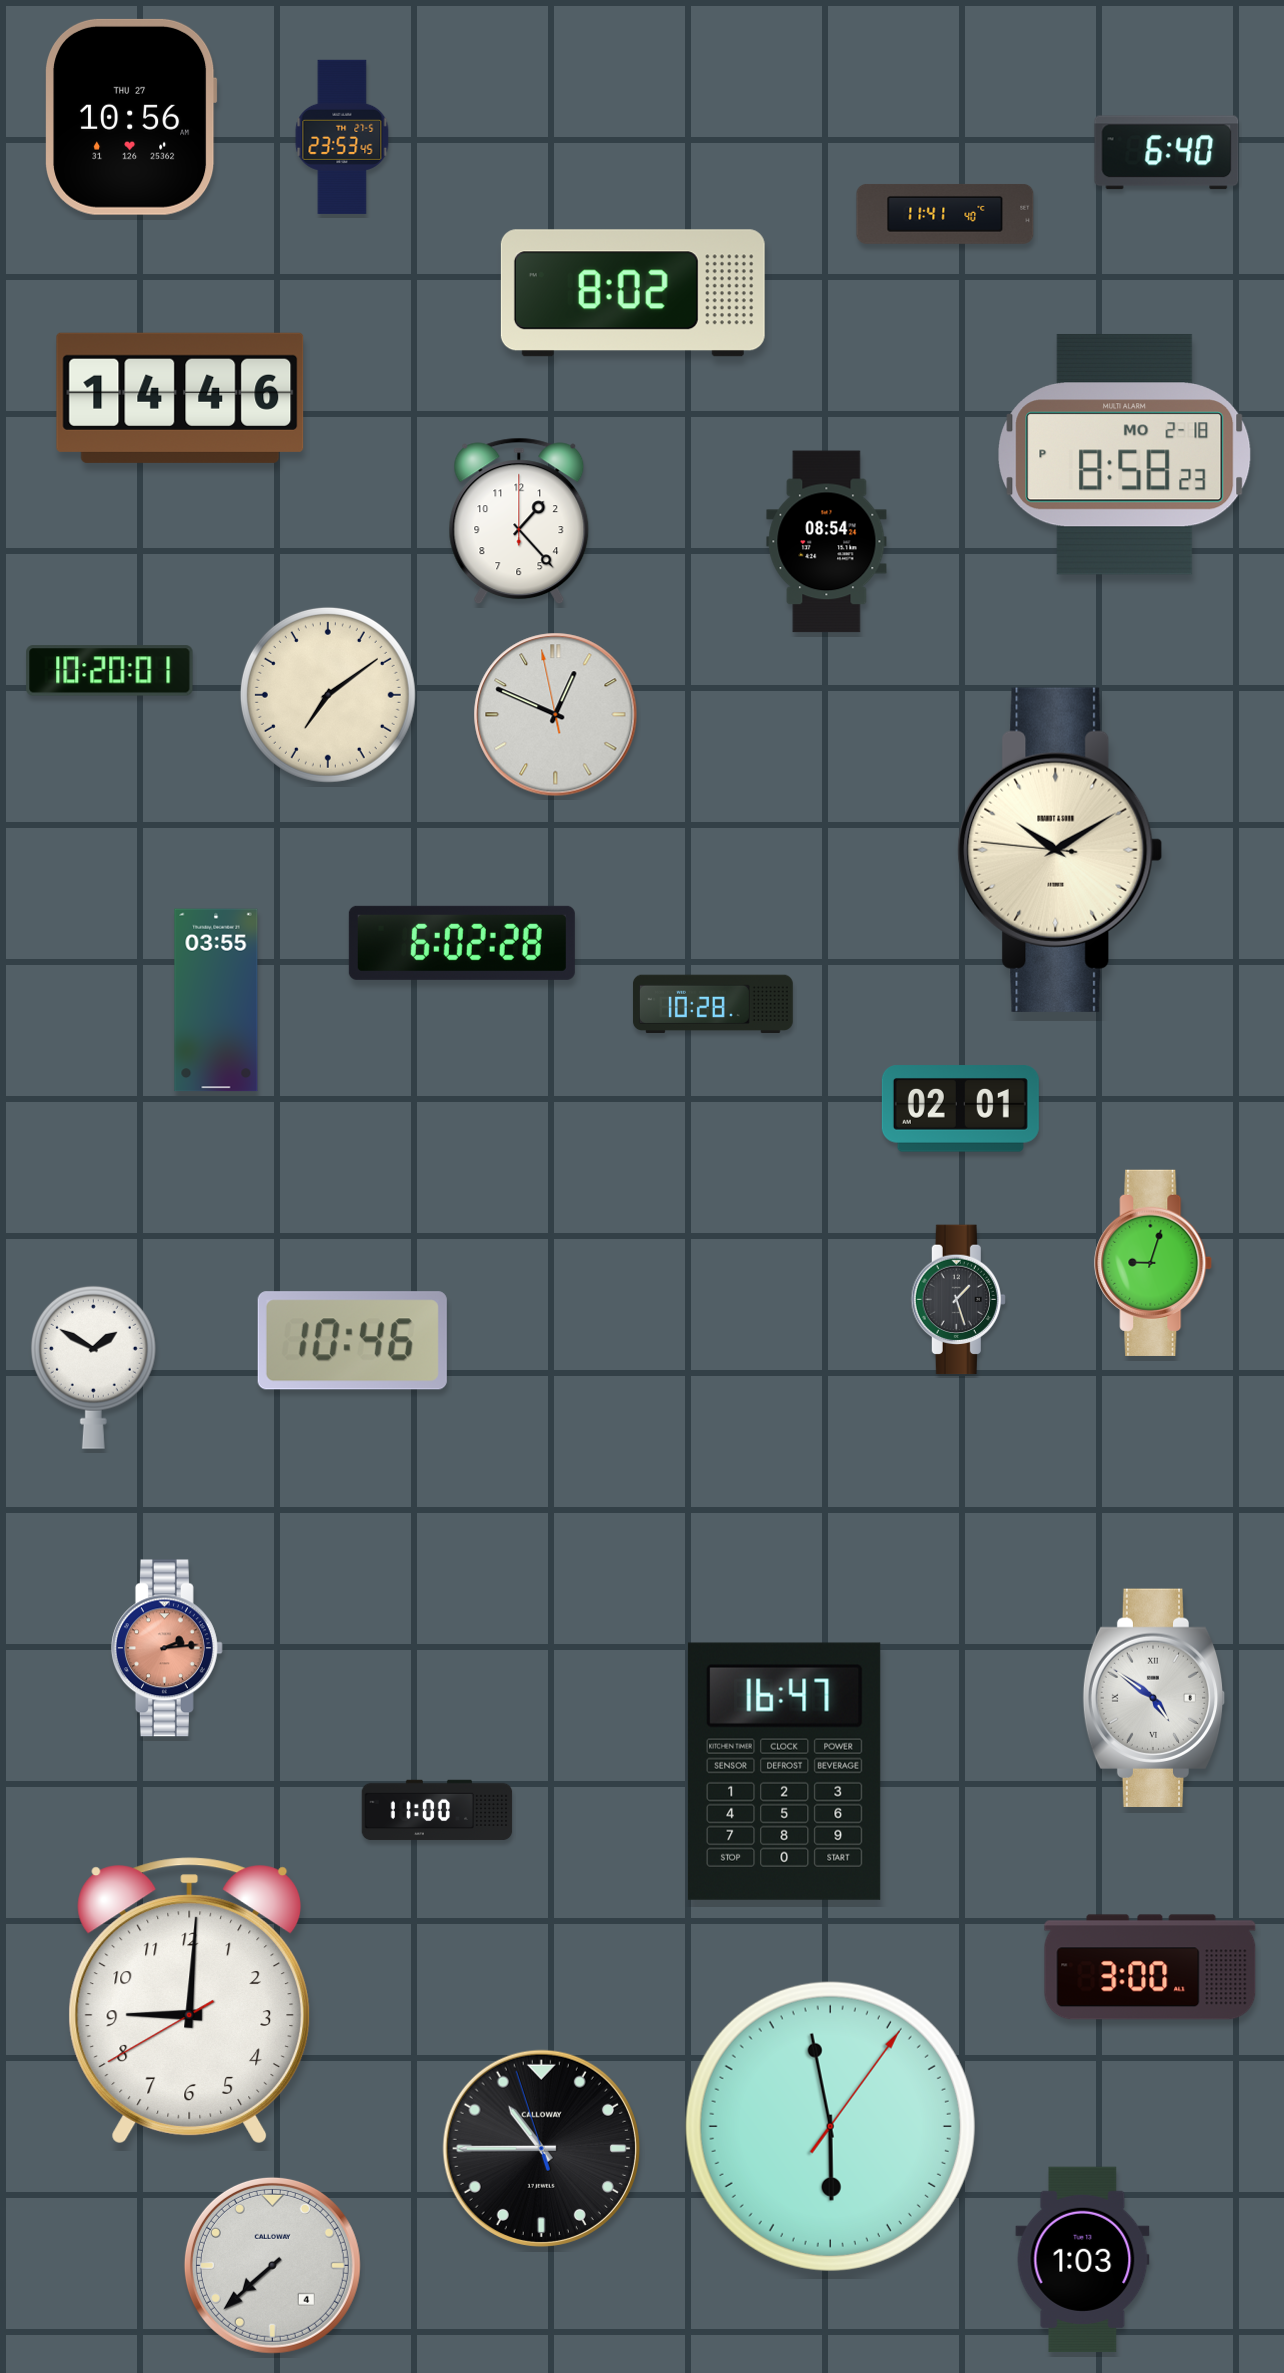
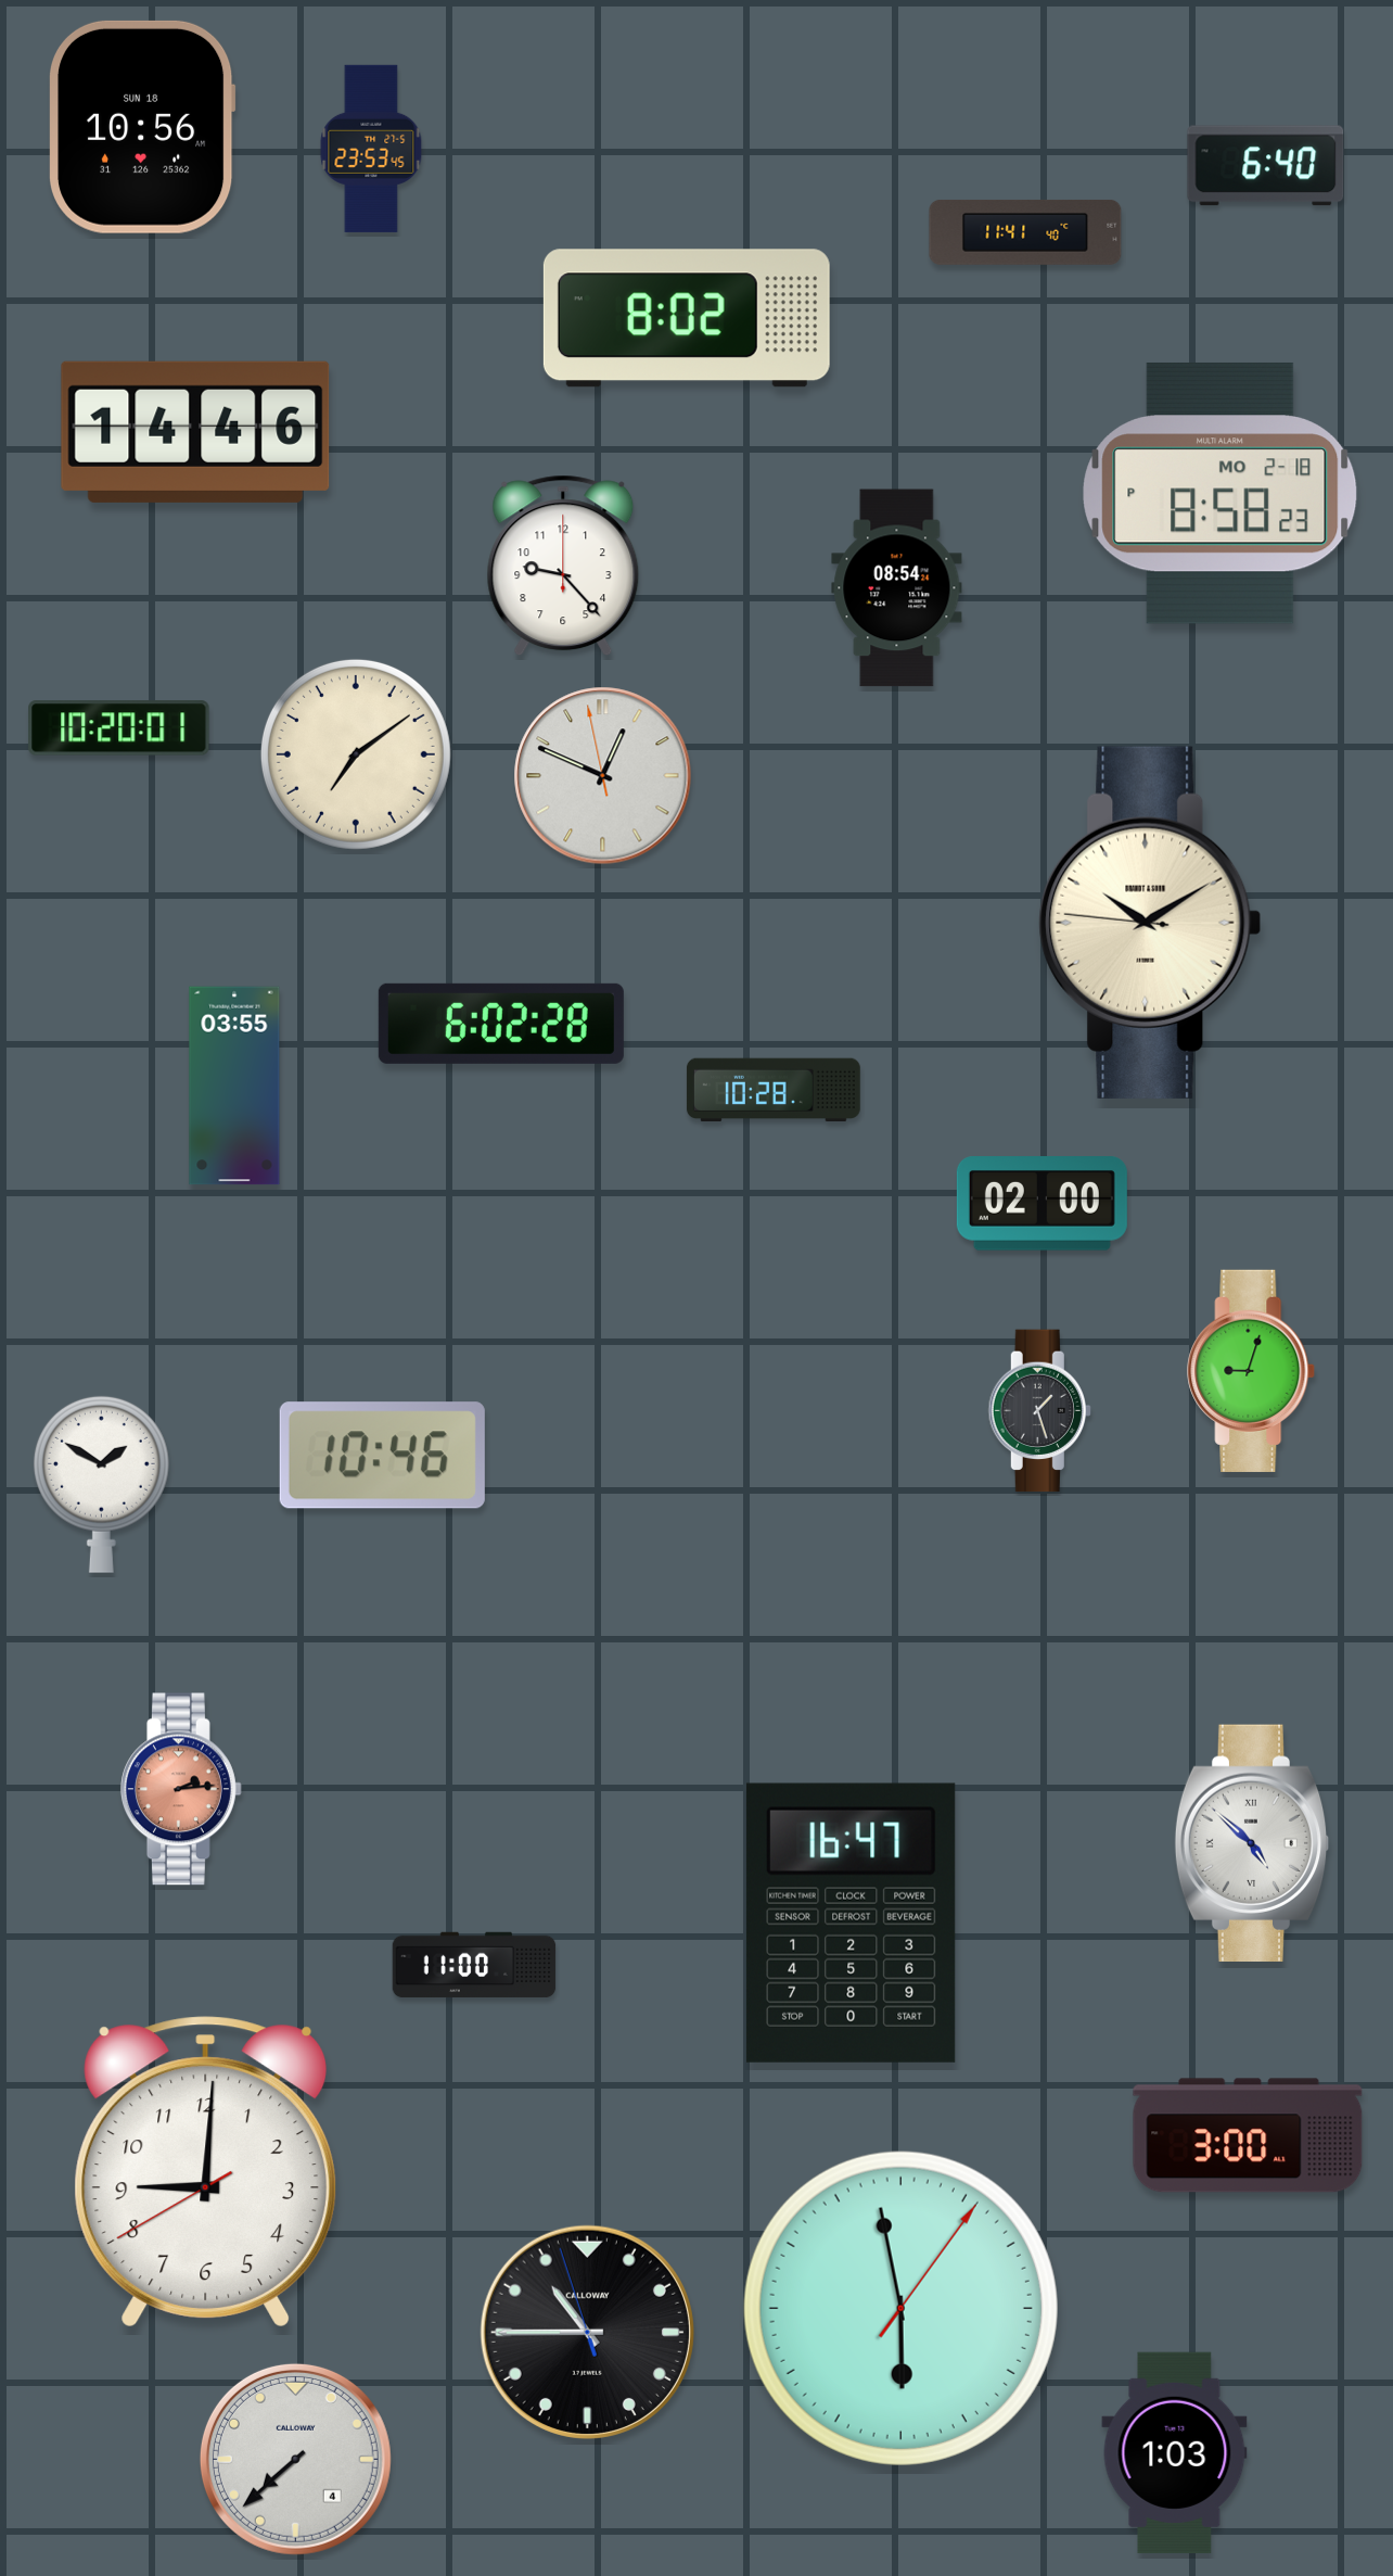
clock at (132, 117) date: THU 27 -> SUN 18
clock at (519, 521): 1:23 -> 9:23
clock at (960, 1109): 02:01 -> 02:00
clock at (1154, 1697): 4:51 -> 4:52
